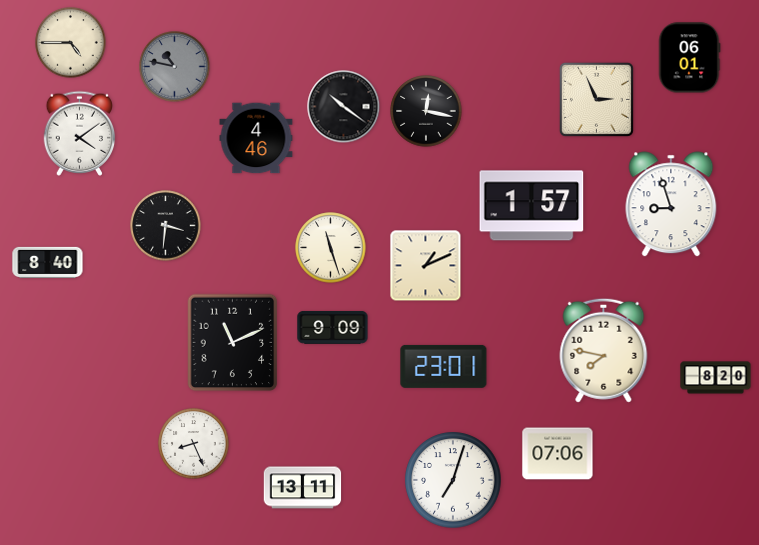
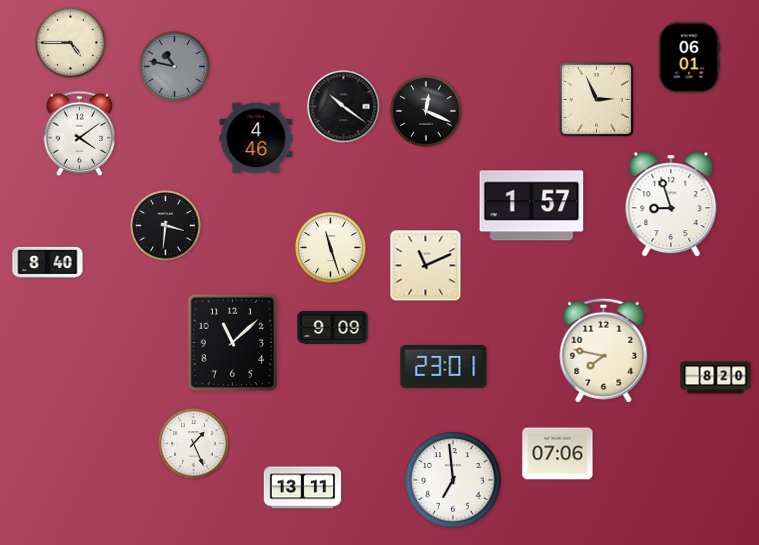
clock at (426, 111): 12:17 -> 12:19
clock at (426, 266): 1:11 -> 11:11
clock at (233, 343): 11:11 -> 11:08
clock at (194, 444): 8:26 -> 1:26
clock at (453, 480): 7:03 -> 6:59
